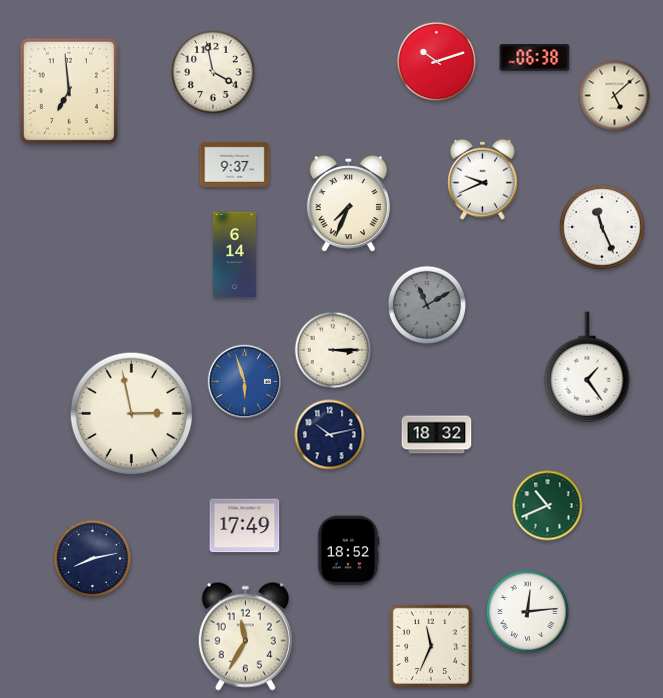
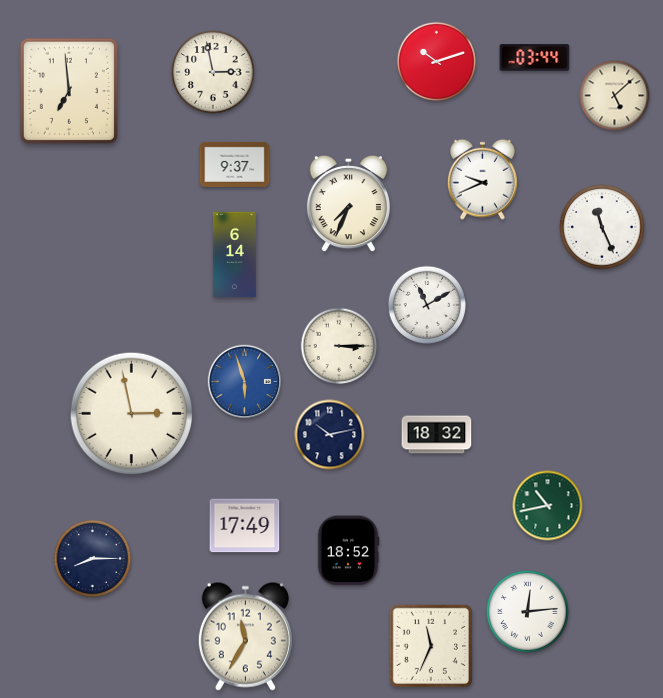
clock at (535, 58): 06:38 -> 03:44
clock at (213, 72): 3:58 -> 2:58
clock at (427, 305) dial: grey -> white
clock at (333, 350) position: (333, 350) -> (339, 346)
clock at (587, 367): 1:24 -> none
clock at (548, 506): 10:41 -> 10:43
clock at (93, 559): 8:13 -> 8:15
